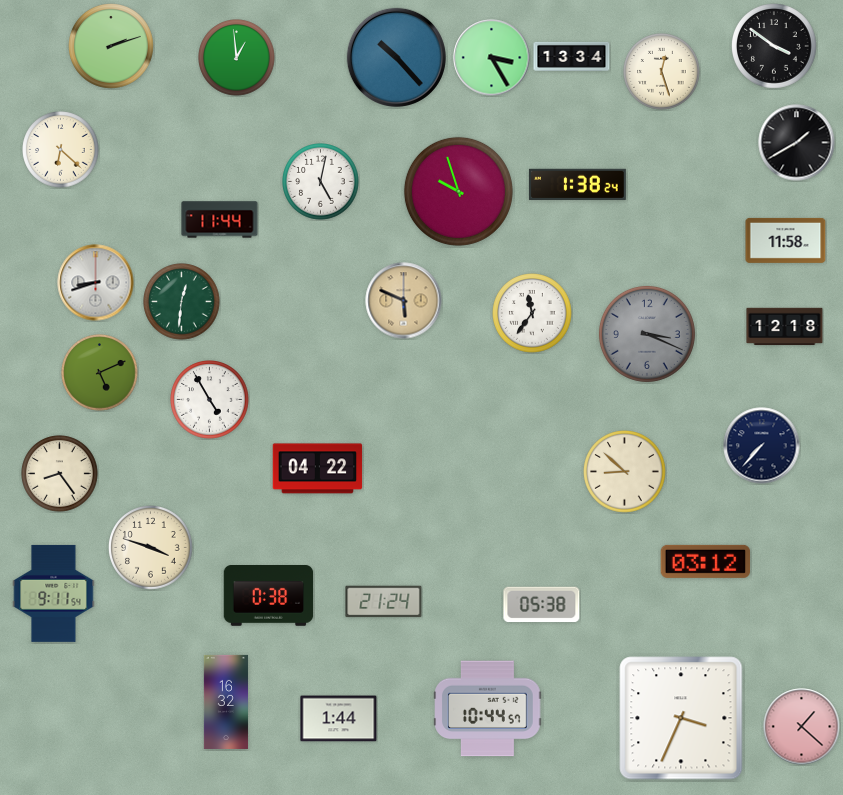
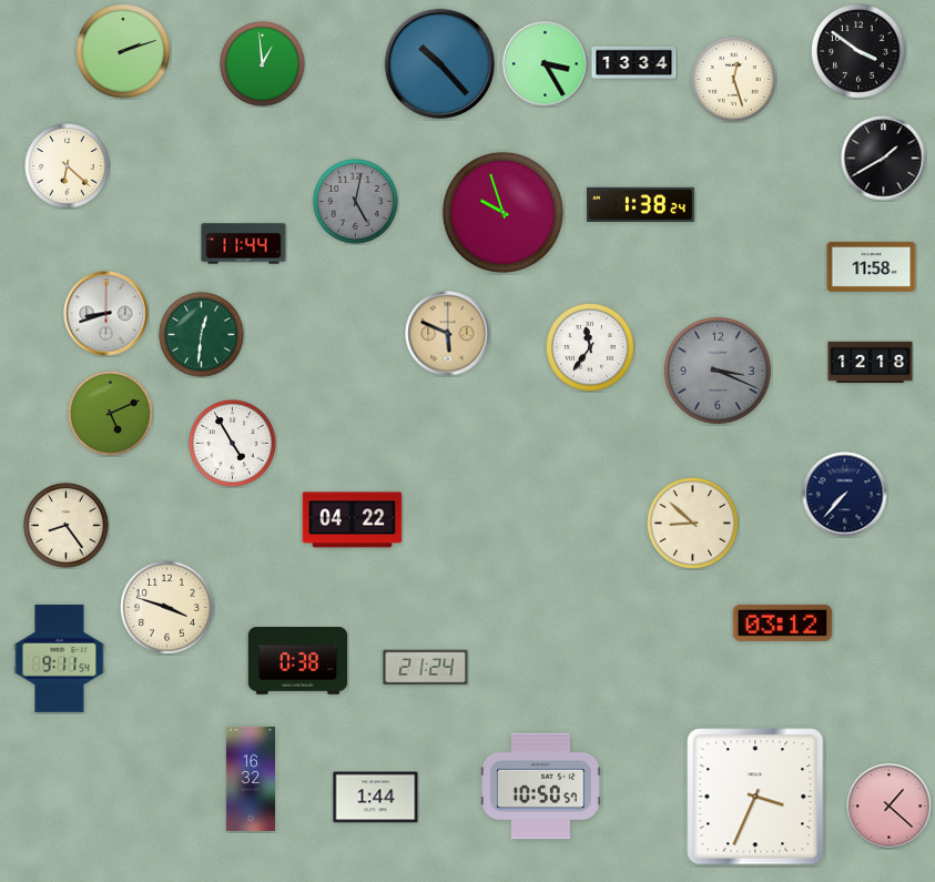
clock at (321, 182) dial: white -> grey
clock at (458, 191) position: (458, 191) -> (502, 212)
clock at (542, 605): 05:38 -> none
clock at (488, 709): 10:44 -> 10:50
